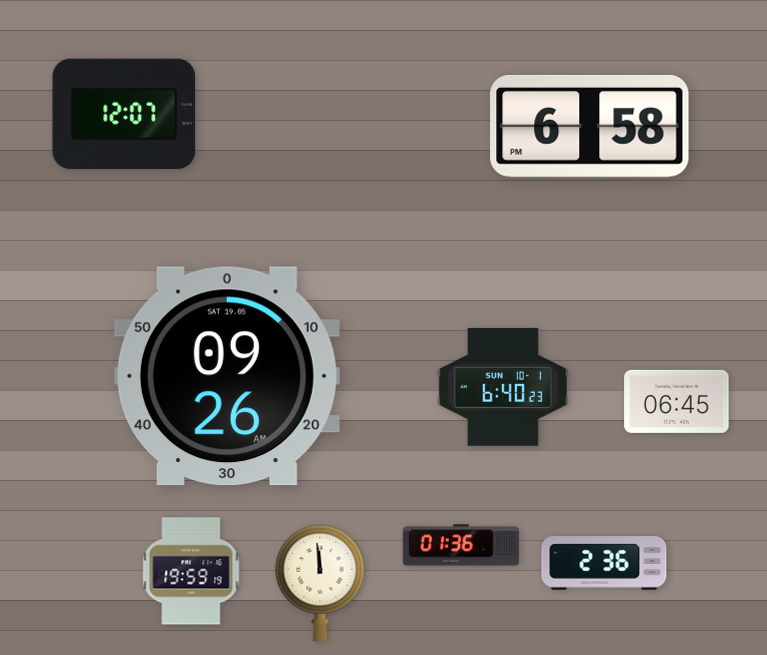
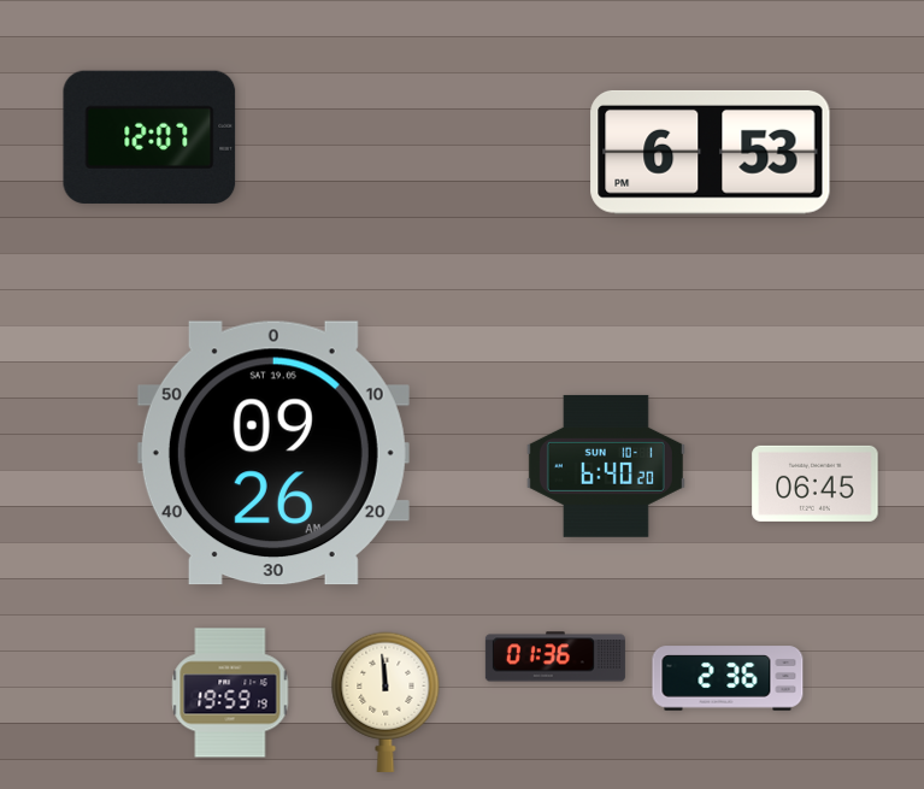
clock at (590, 126): 6:58 -> 6:53
clock at (503, 387): 6:40:23 -> 6:40:20
clock at (191, 571) position: (191, 571) -> (230, 693)
